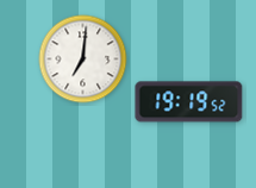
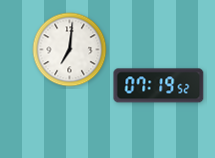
clock at (189, 102): 19:19 -> 07:19
